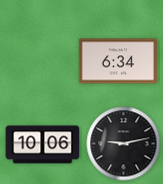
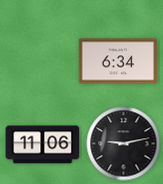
clock at (43, 145): 10:06 -> 11:06
